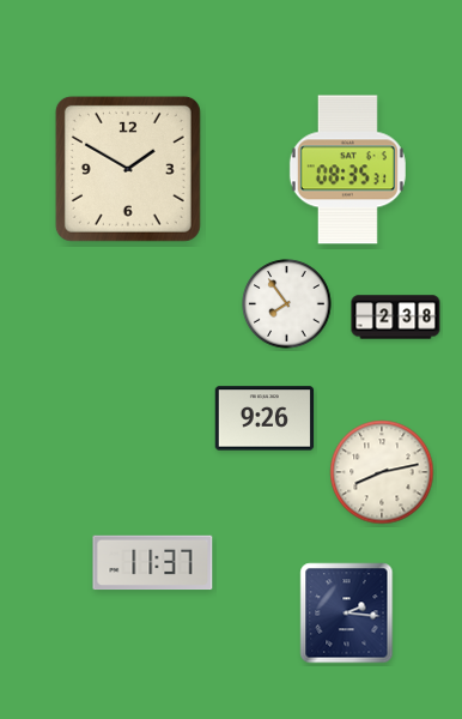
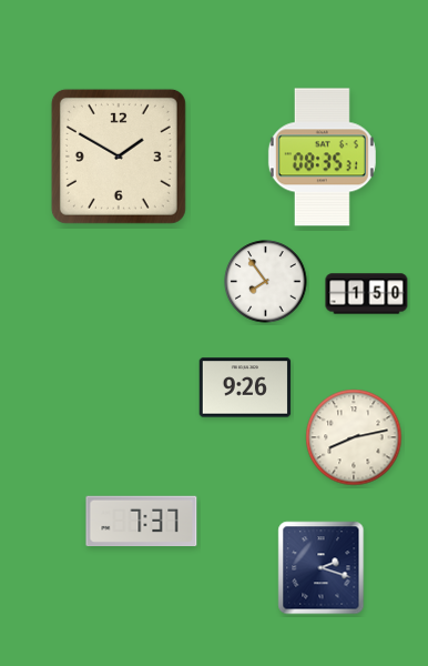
clock at (396, 318): 2:38 -> 1:50
clock at (153, 563): 11:37 -> 7:37
clock at (347, 614): 2:16 -> 2:18
